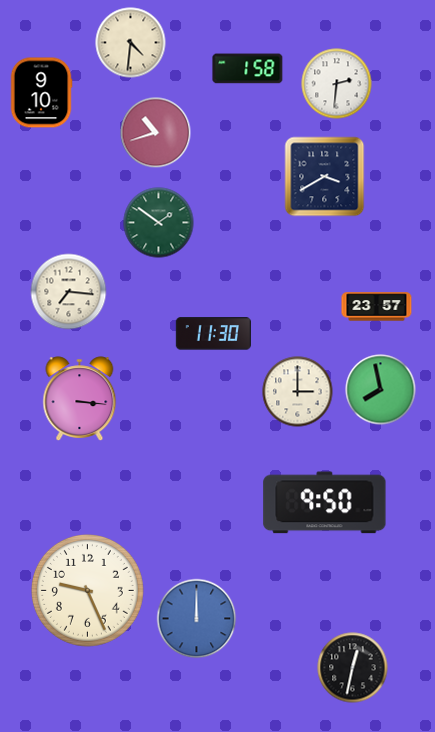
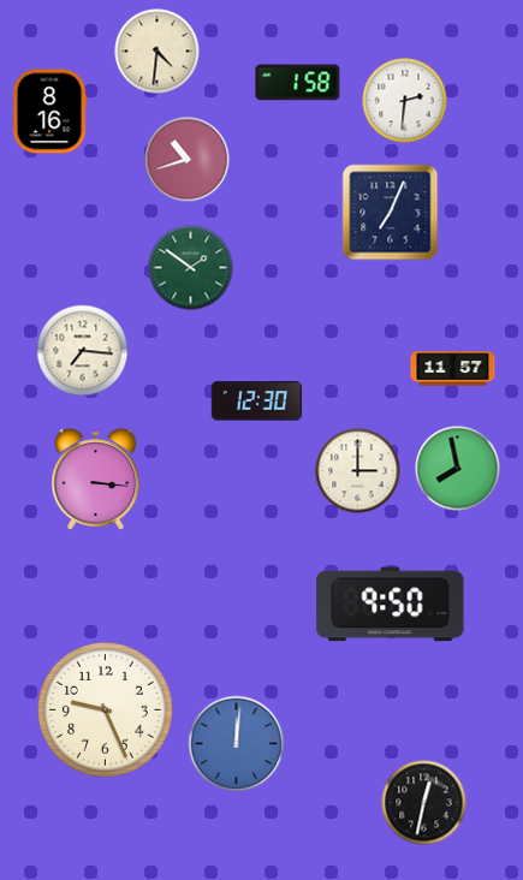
clock at (41, 93): 9:10 -> 8:16
clock at (325, 177): 3:40 -> 7:04
clock at (377, 307): 23:57 -> 11:57
clock at (213, 334): 11:30 -> 12:30
clock at (197, 619): 12:00 -> 12:01
